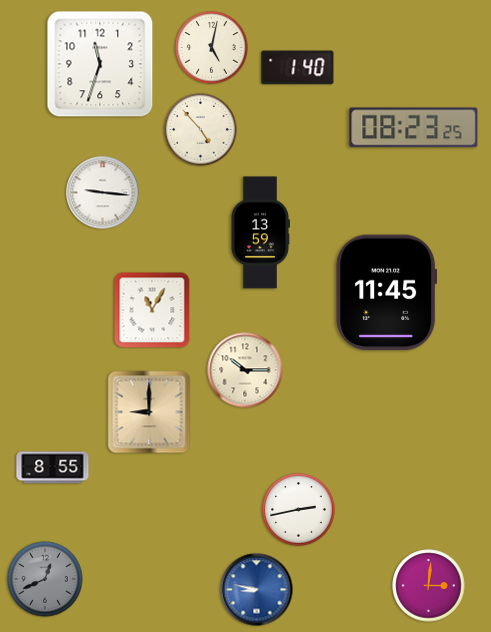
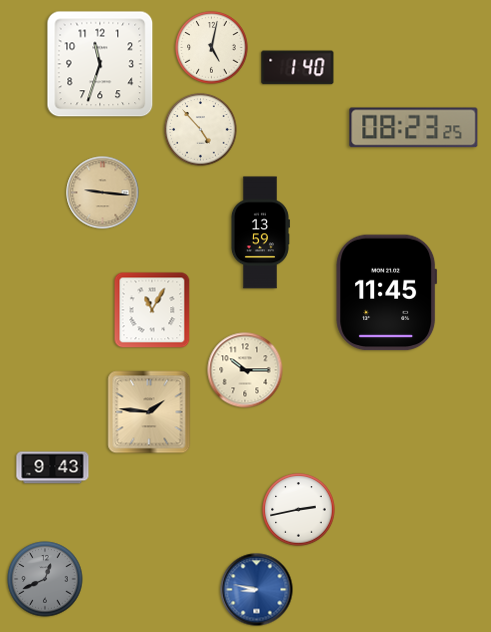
clock at (103, 193) dial: white -> champagne
clock at (149, 412): 9:00 -> 1:46
clock at (53, 468): 8:55 -> 9:43
clock at (429, 586): 3:01 -> none
